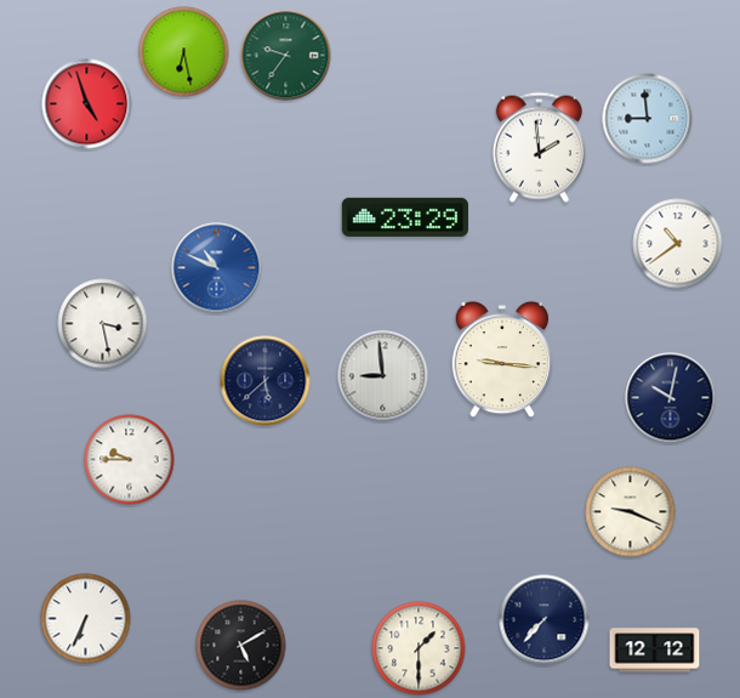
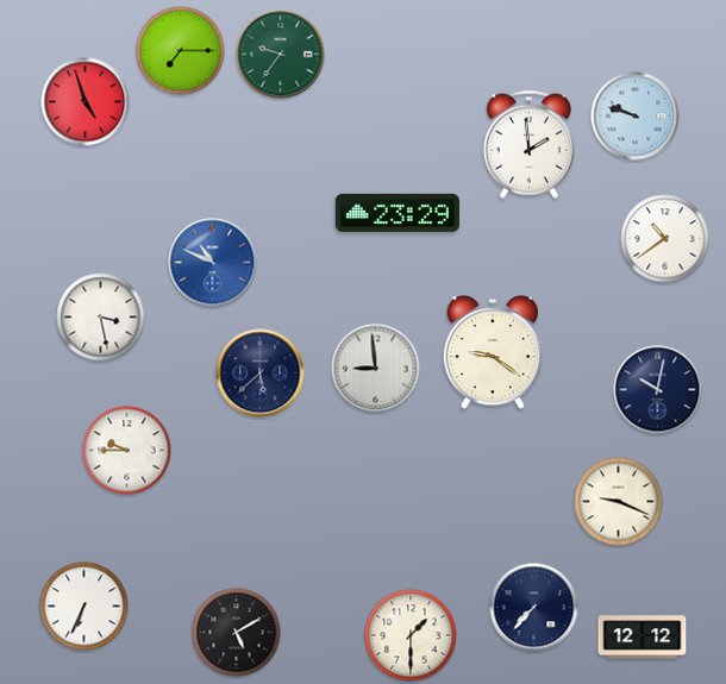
clock at (184, 52): 6:28 -> 7:15
clock at (648, 119): 8:59 -> 9:48
clock at (501, 359): 9:16 -> 9:21
